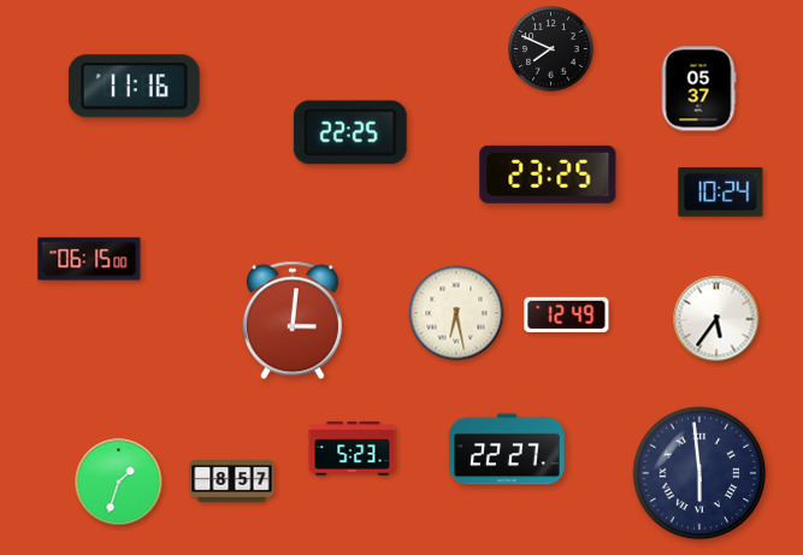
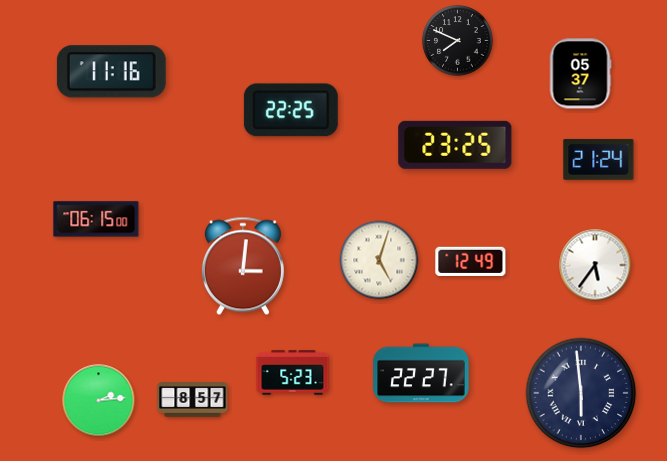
clock at (721, 191): 10:24 -> 21:24
clock at (89, 259) position: (89, 259) -> (96, 219)
clock at (456, 313): 6:28 -> 5:03
clock at (119, 483): 1:33 -> 2:14
